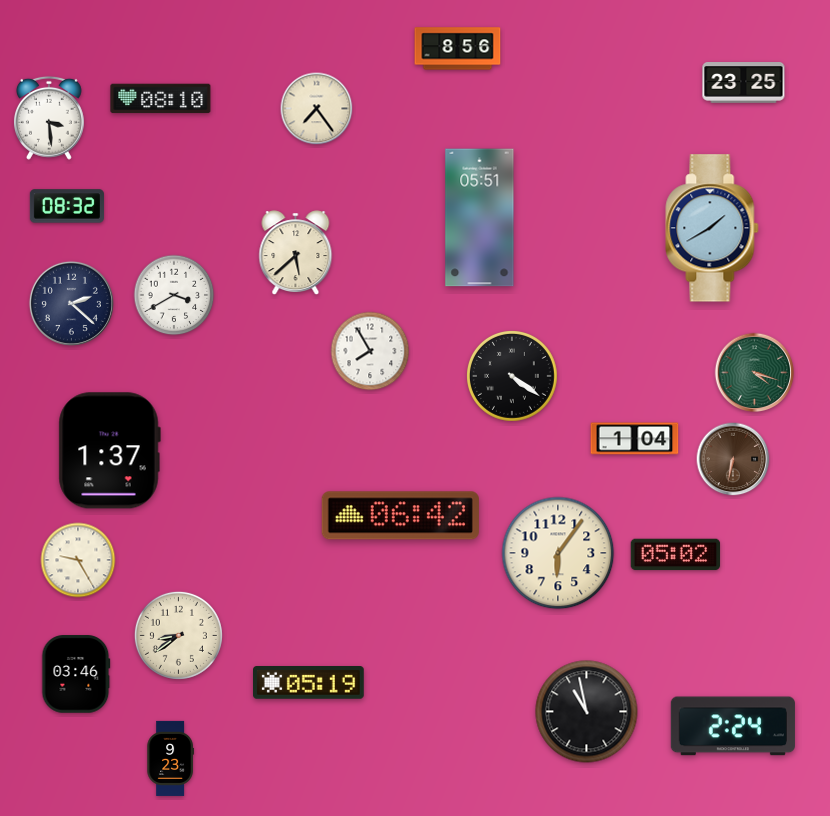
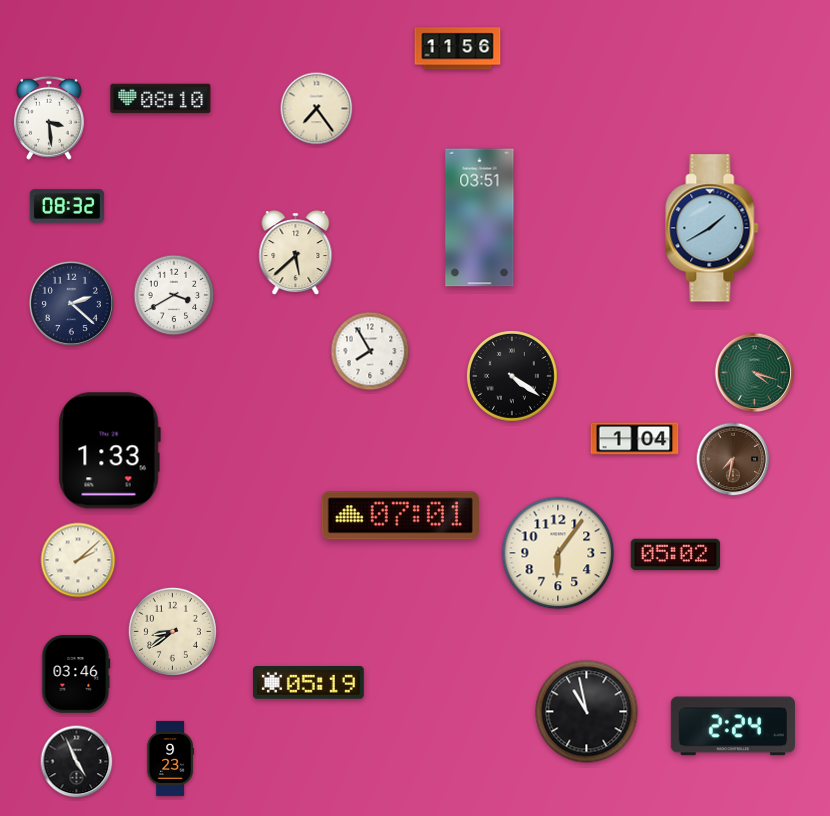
clock at (458, 49): 8:56 -> 11:56
clock at (744, 83): 23:25 -> none
clock at (480, 218): 05:51 -> 03:51
clock at (109, 451): 1:37 -> 1:33
clock at (733, 459): 6:32 -> 7:32
clock at (400, 516): 06:42 -> 07:01
clock at (78, 560): 9:25 -> 2:08
clock at (178, 635) position: (178, 635) -> (172, 631)
clock at (77, 762): none -> 4:56
